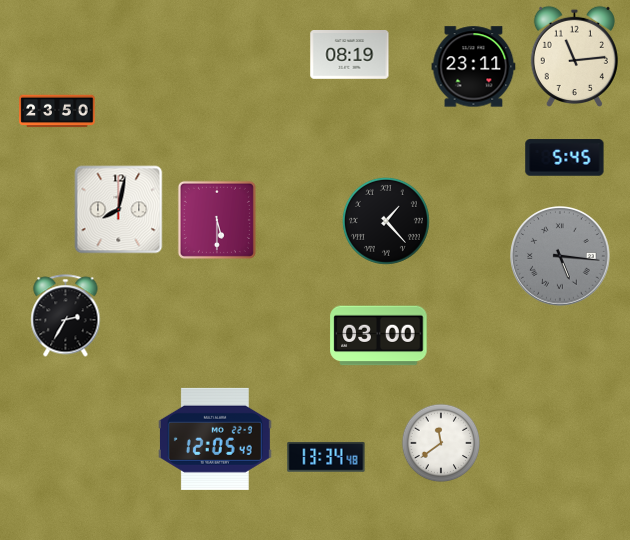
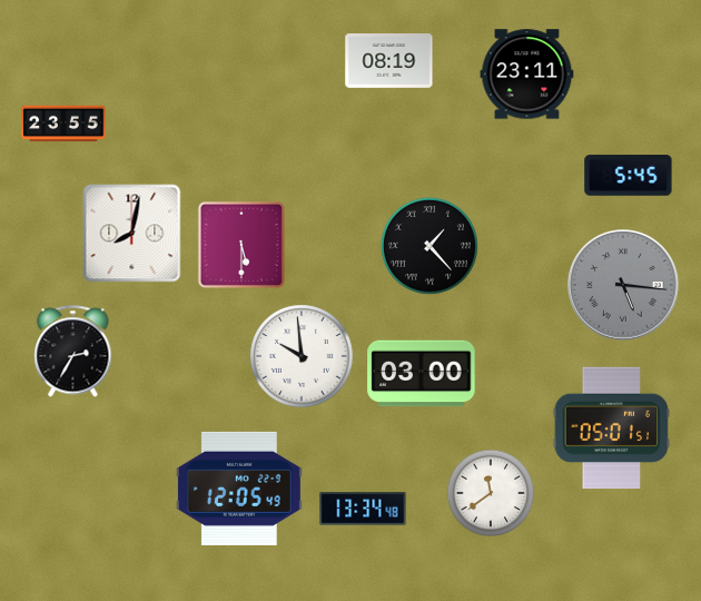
clock at (574, 56): 11:14 -> none
clock at (57, 111): 23:50 -> 23:55
clock at (302, 356): none -> 9:59
clock at (612, 428): none -> 05:01
